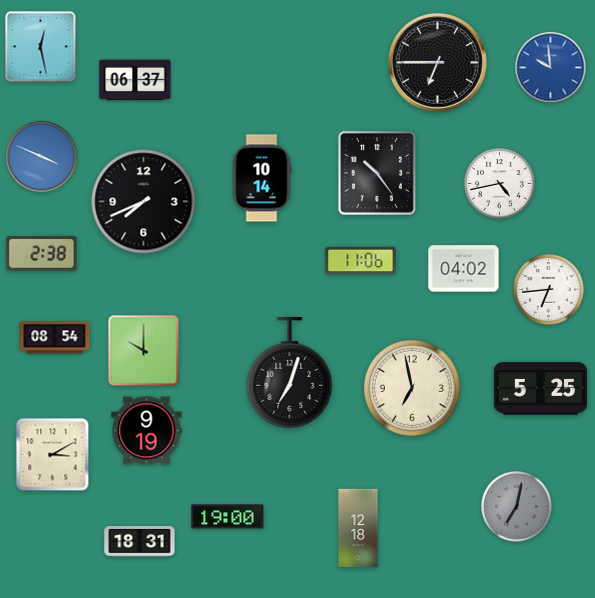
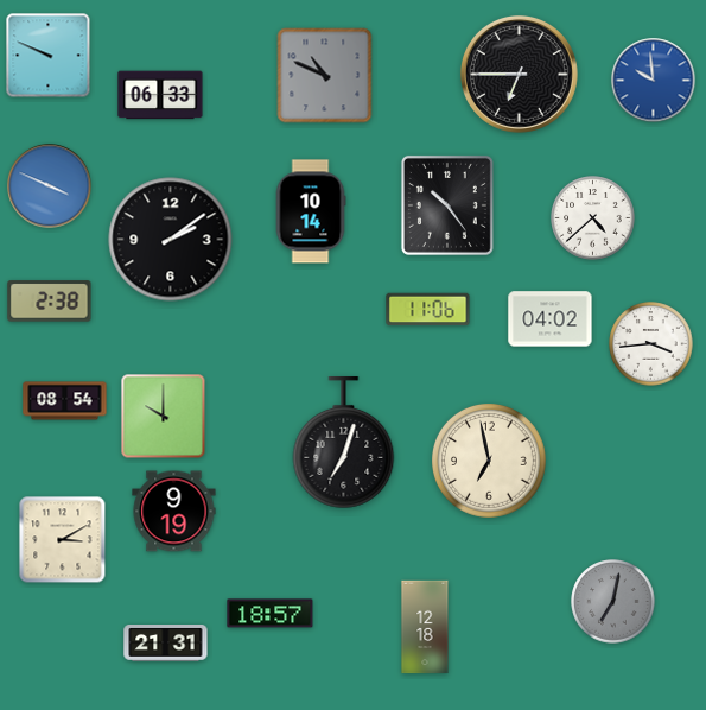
clock at (41, 47): 12:28 -> 9:49
clock at (325, 76): none -> 10:49
clock at (135, 80): 06:37 -> 06:33
clock at (500, 184): 4:43 -> 4:38
clock at (144, 202): 7:41 -> 2:09
clock at (549, 290): 6:44 -> 3:44
clock at (144, 351) position: (144, 351) -> (164, 417)
clock at (540, 389): 5:25 -> none
clock at (228, 517): 19:00 -> 18:57
clock at (140, 542): 18:31 -> 21:31
